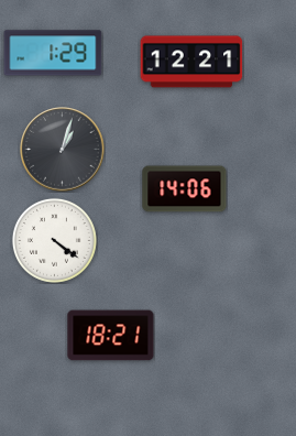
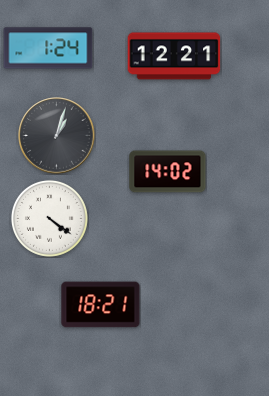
clock at (53, 53): 1:29 -> 1:24
clock at (185, 189): 14:06 -> 14:02
